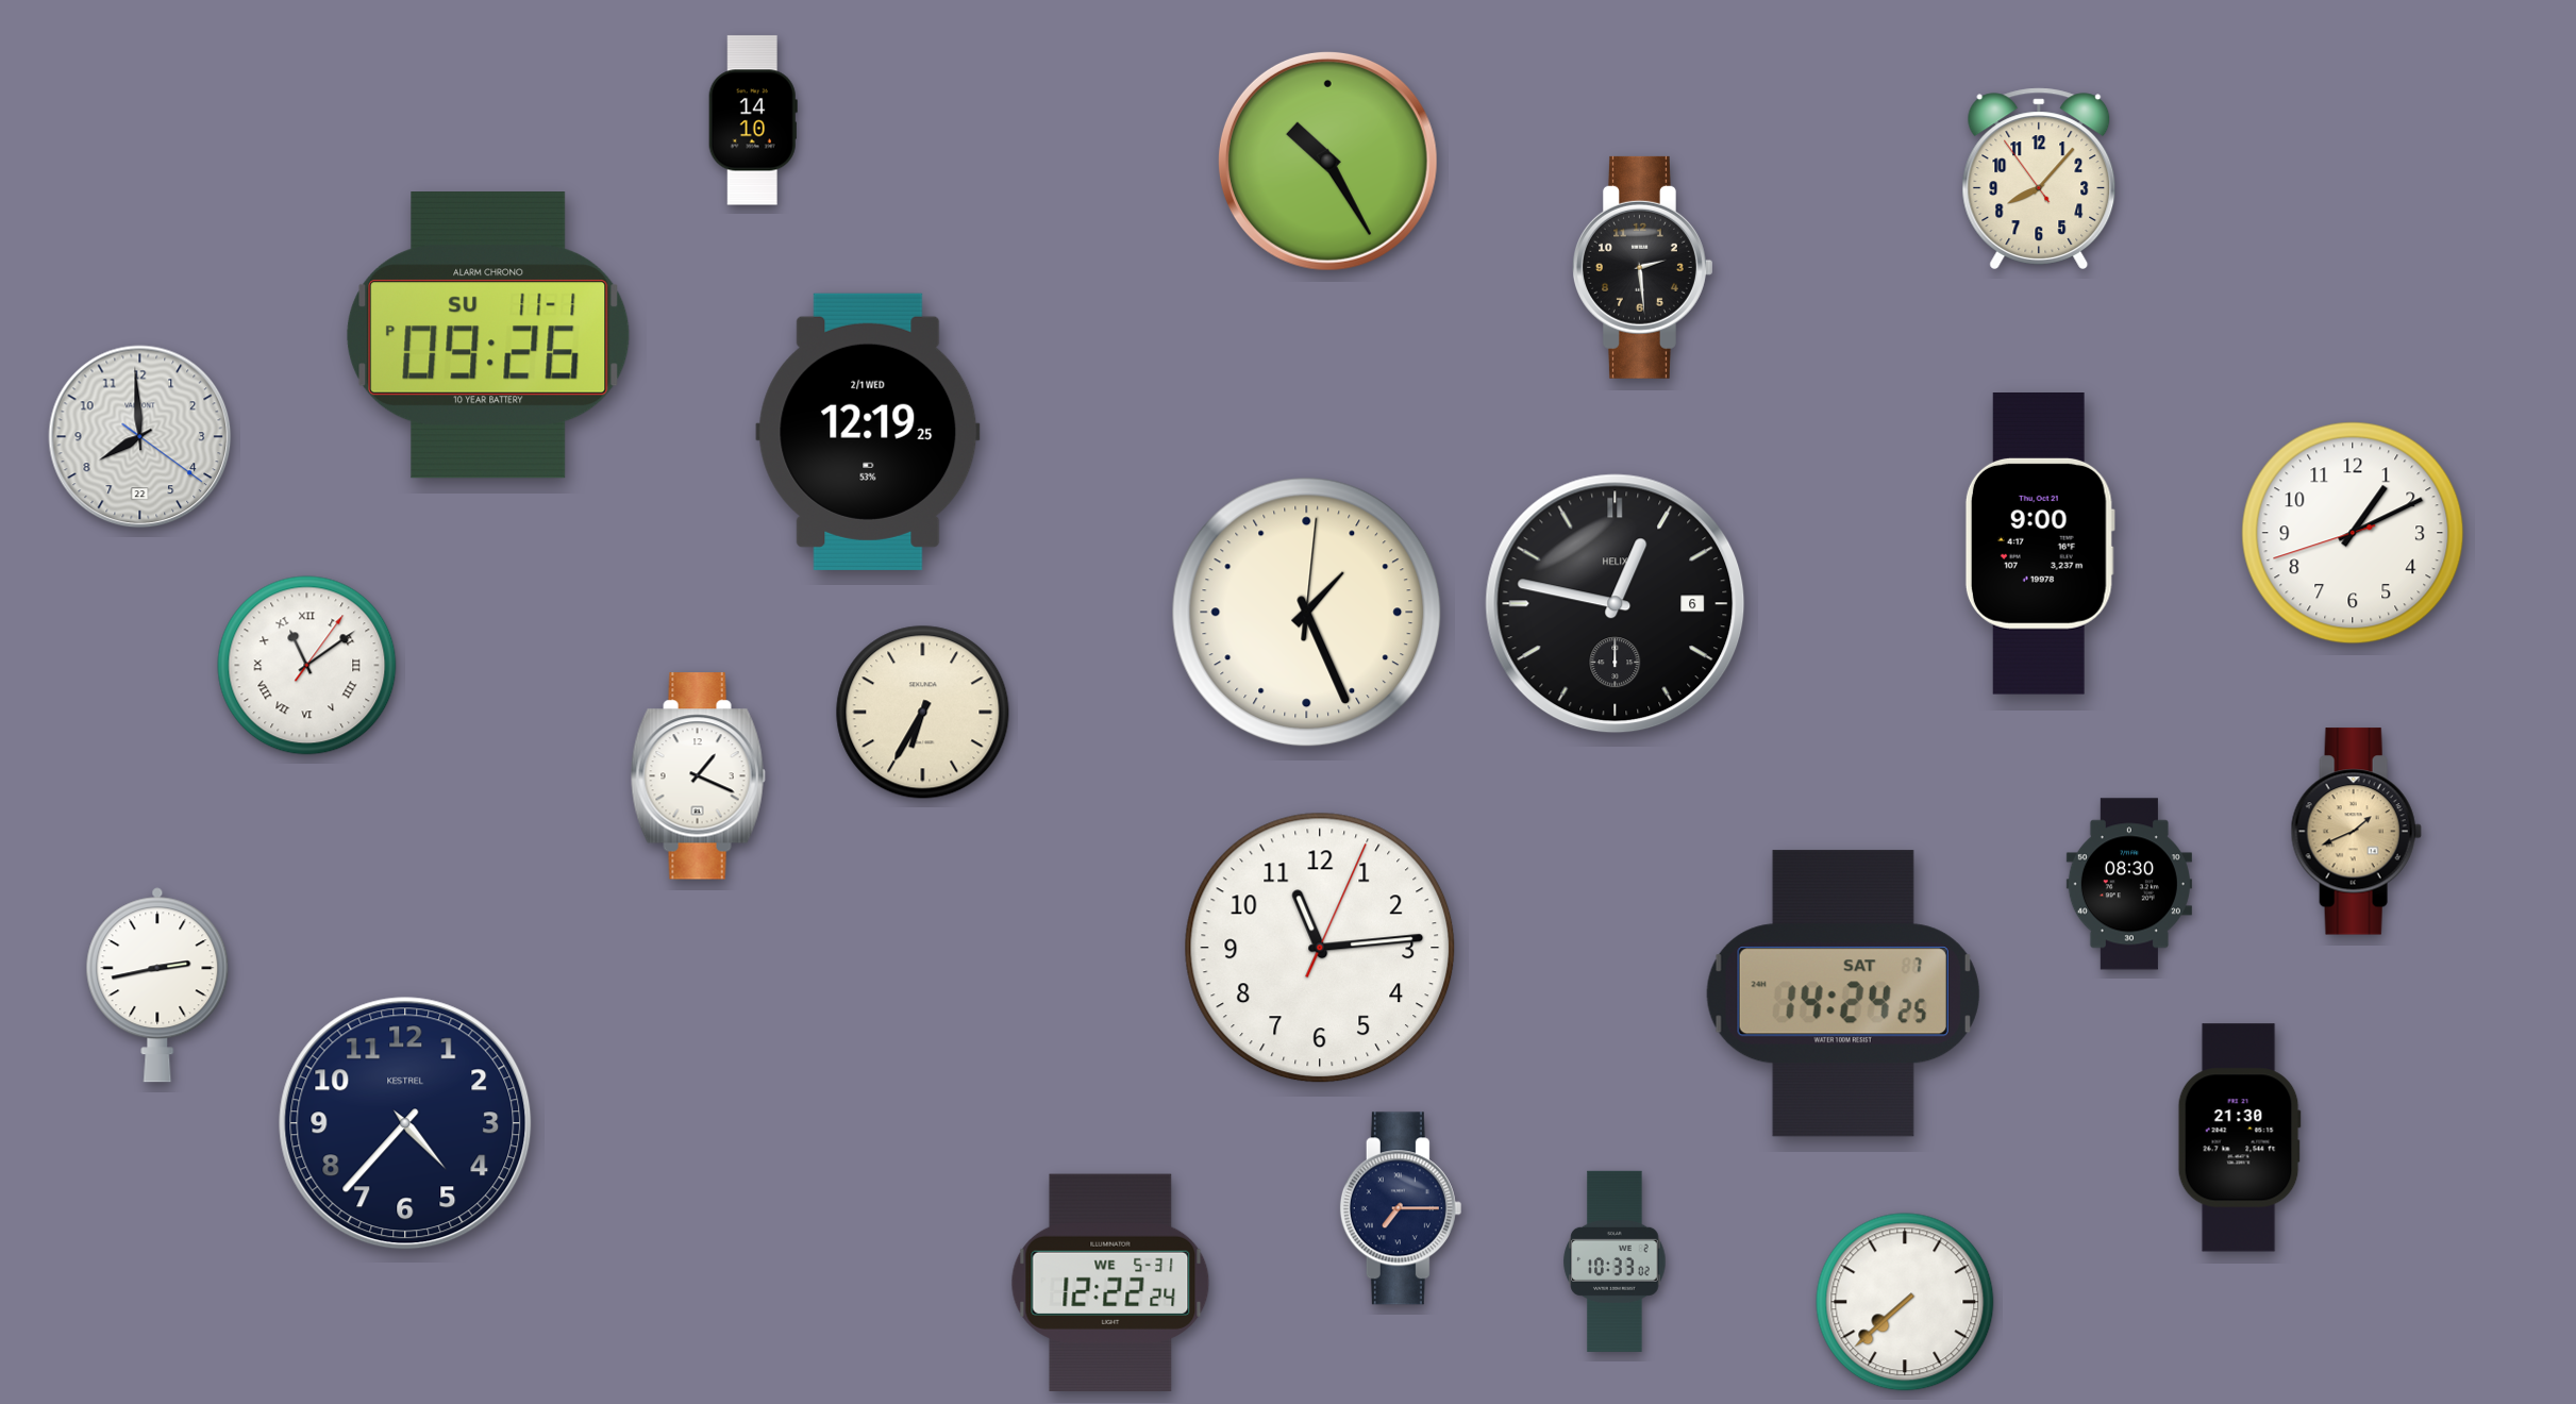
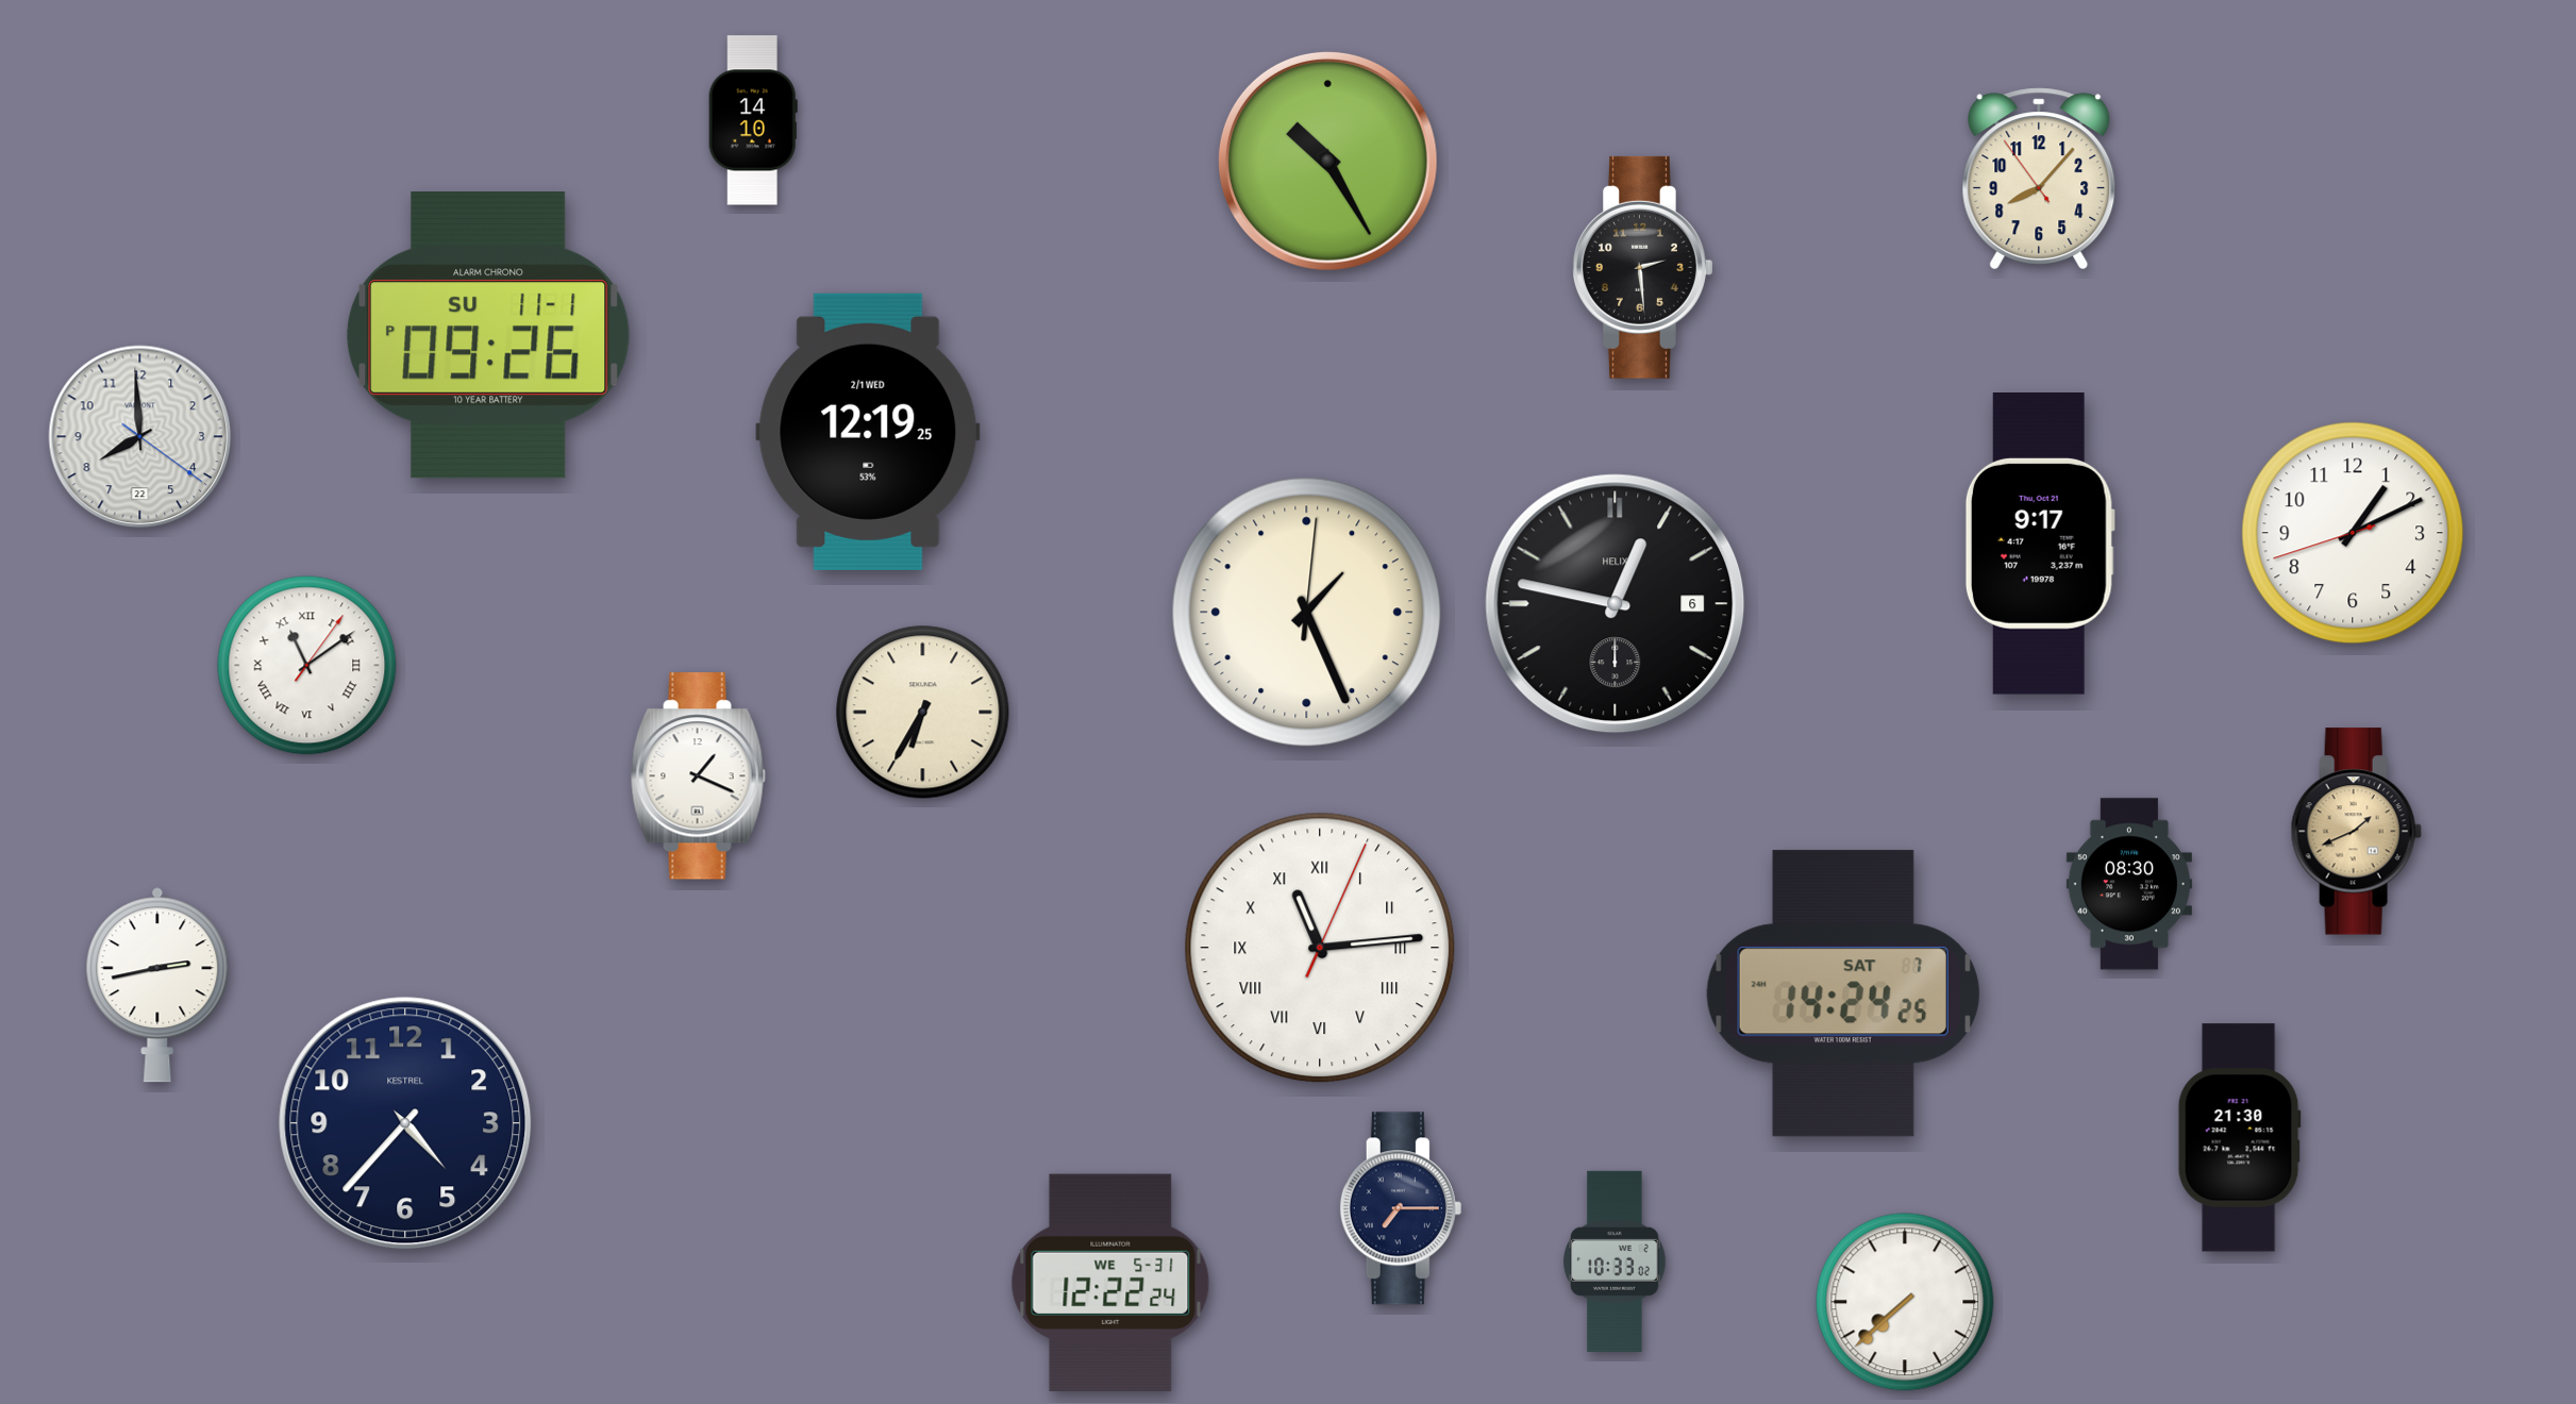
clock at (2040, 545): 9:00 -> 9:17
clock at (1320, 948) numerals: Arabic -> Roman
